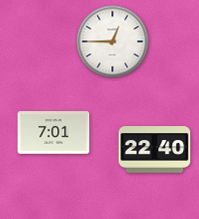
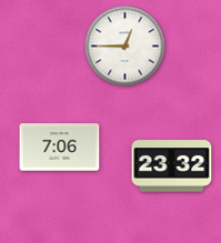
clock at (54, 133): 7:01 -> 7:06
clock at (155, 150): 22:40 -> 23:32
